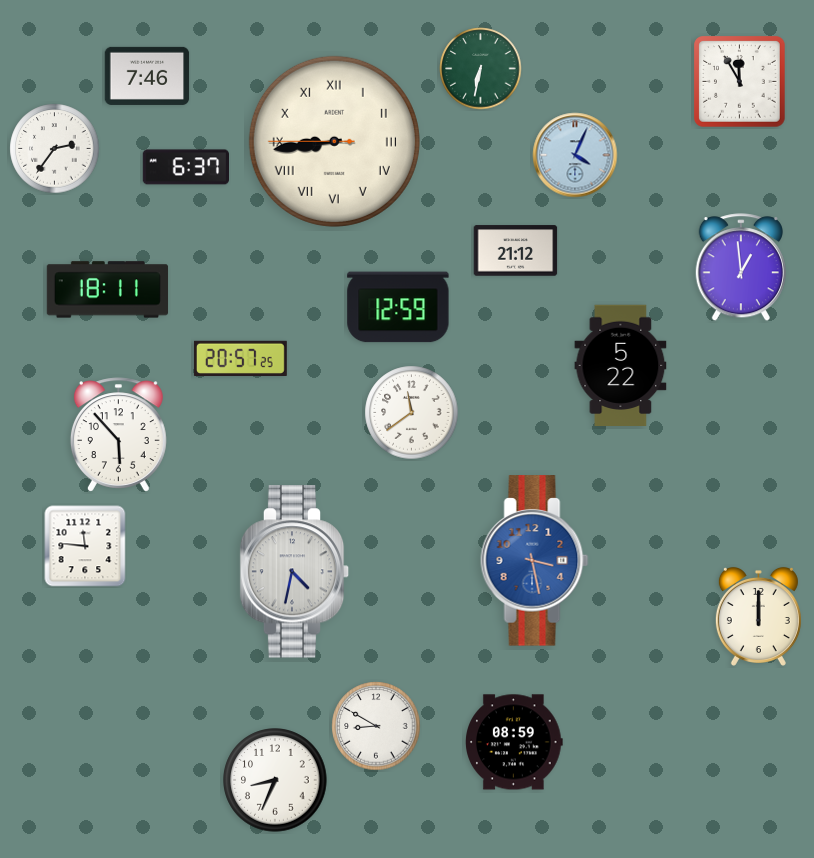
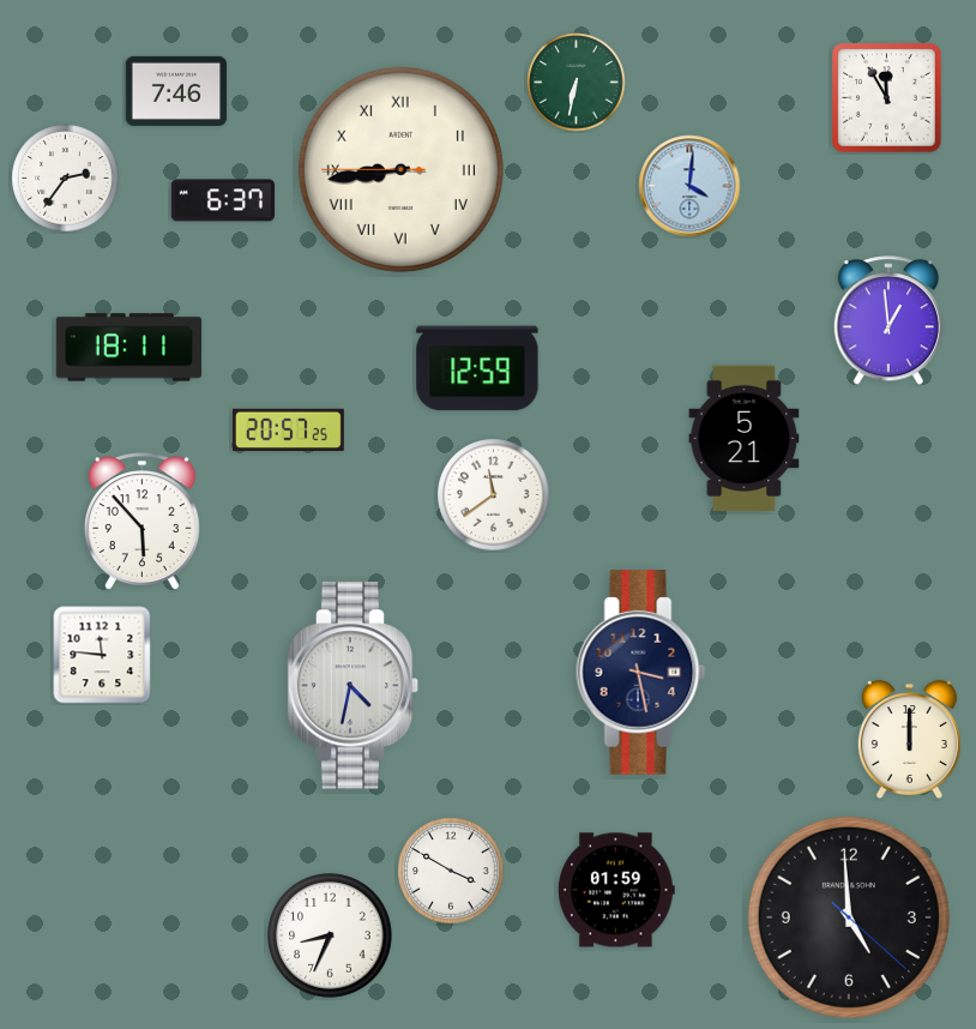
clock at (575, 155): 4:04 -> 4:01
clock at (516, 251): 21:12 -> none
clock at (621, 366): 5:22 -> 5:21
clock at (535, 561) dial: blue -> navy
clock at (376, 726): 8:50 -> 3:50
clock at (515, 742): 08:59 -> 01:59
clock at (849, 917): none -> 4:59
